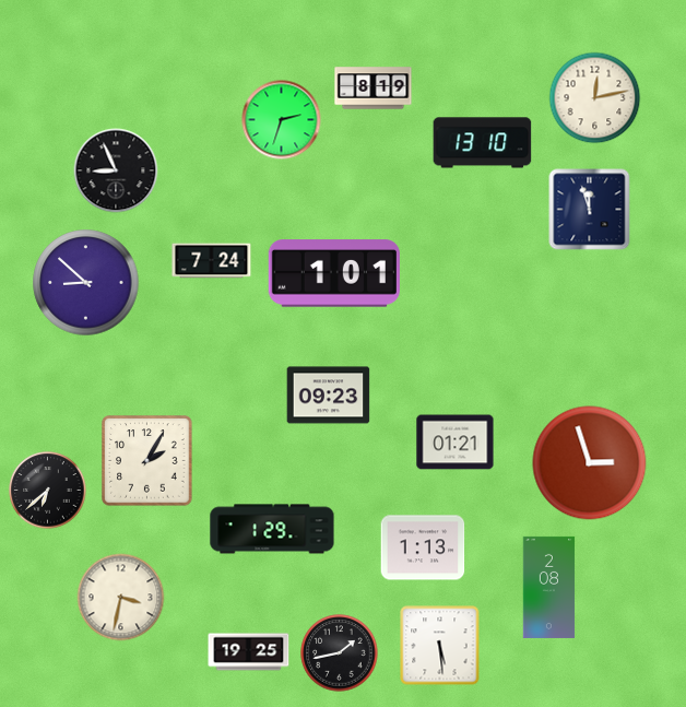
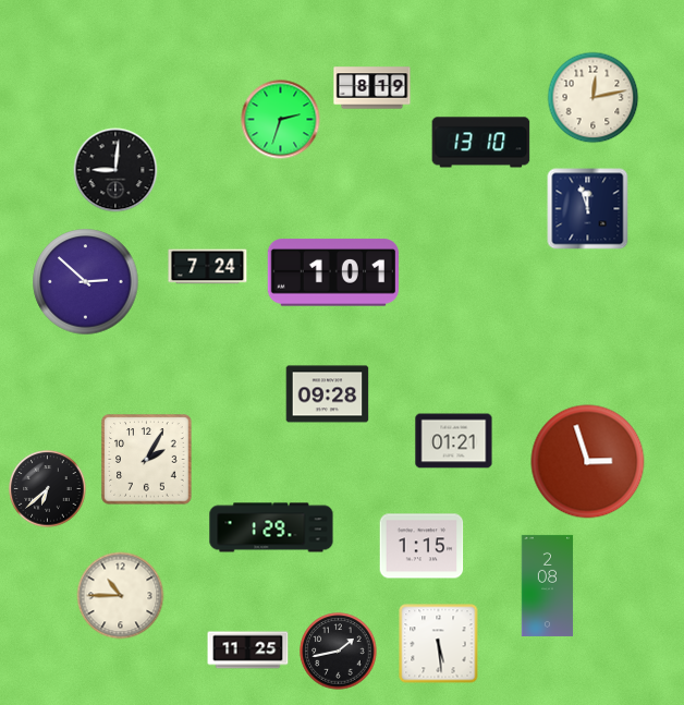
clock at (116, 170): 8:56 -> 9:01
clock at (212, 261) position: (212, 261) -> (208, 267)
clock at (86, 283): 8:52 -> 2:52
clock at (329, 396): 09:23 -> 09:28
clock at (423, 547): 1:13 -> 1:15
clock at (121, 598): 3:32 -> 10:45
clock at (249, 652): 19:25 -> 11:25
